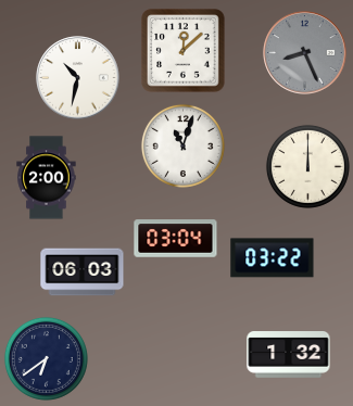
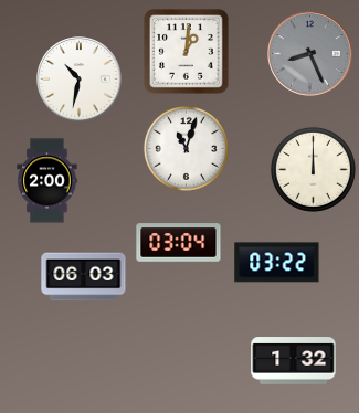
clock at (184, 51): 12:08 -> 1:01
clock at (46, 358): 6:39 -> none
